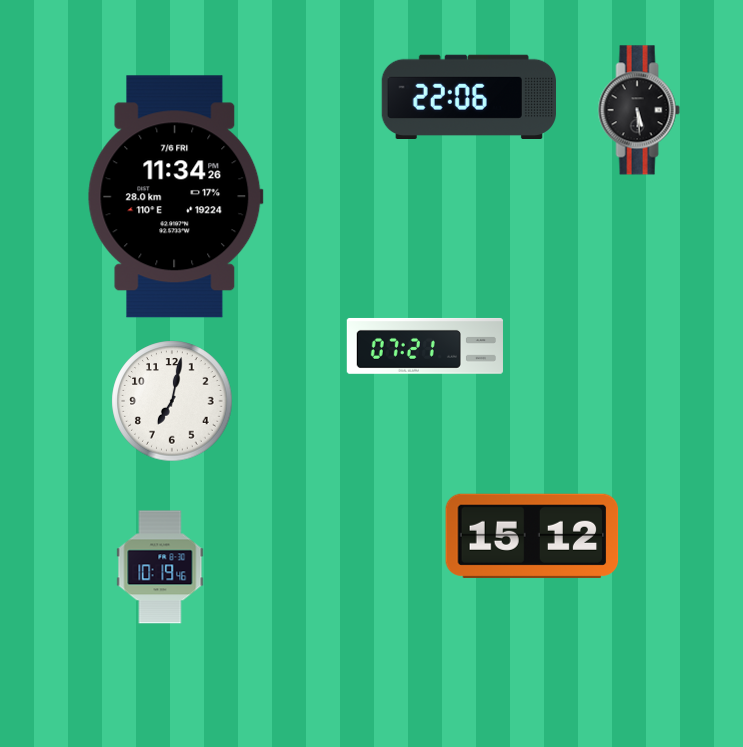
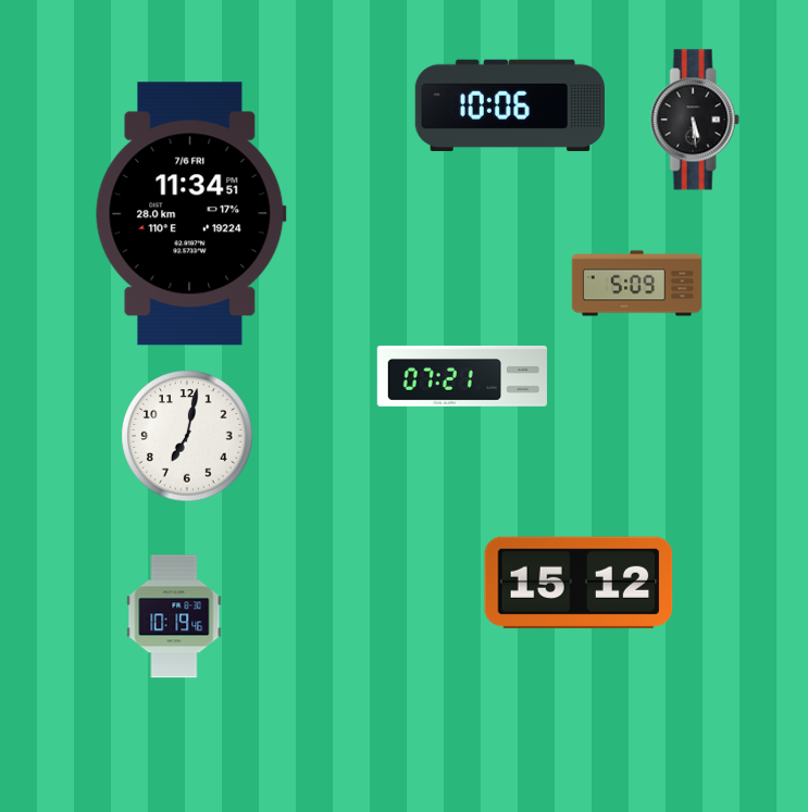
clock at (468, 96): 22:06 -> 10:06
clock at (176, 197): 11:34:26 -> 11:34:51
clock at (636, 284): none -> 5:09
